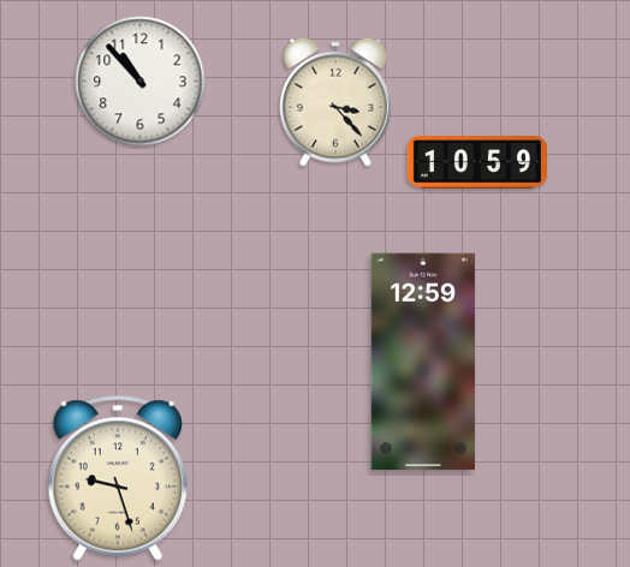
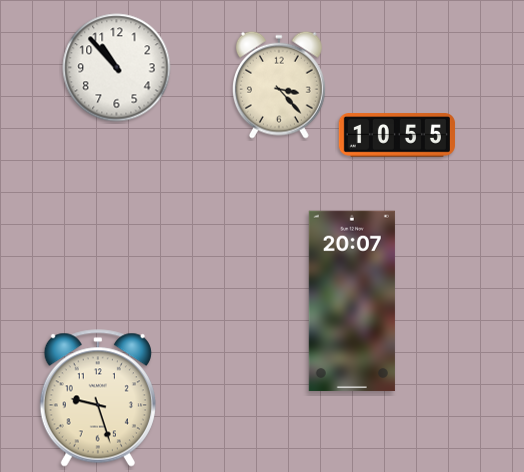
clock at (477, 162): 10:59 -> 10:55
clock at (423, 362): 12:59 -> 20:07
